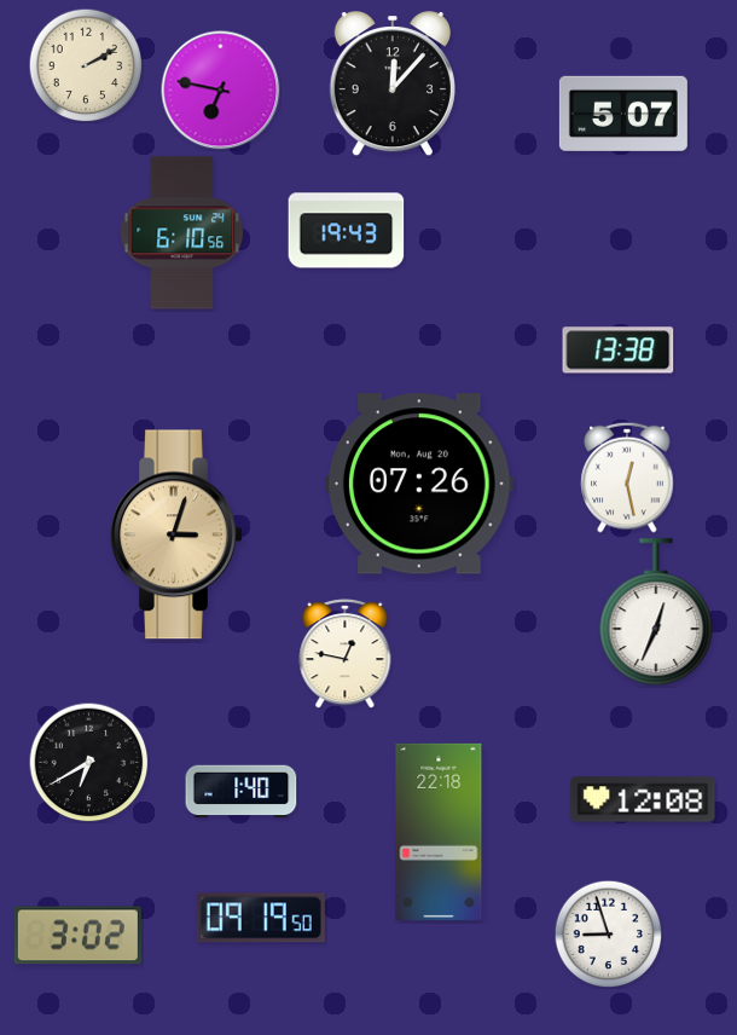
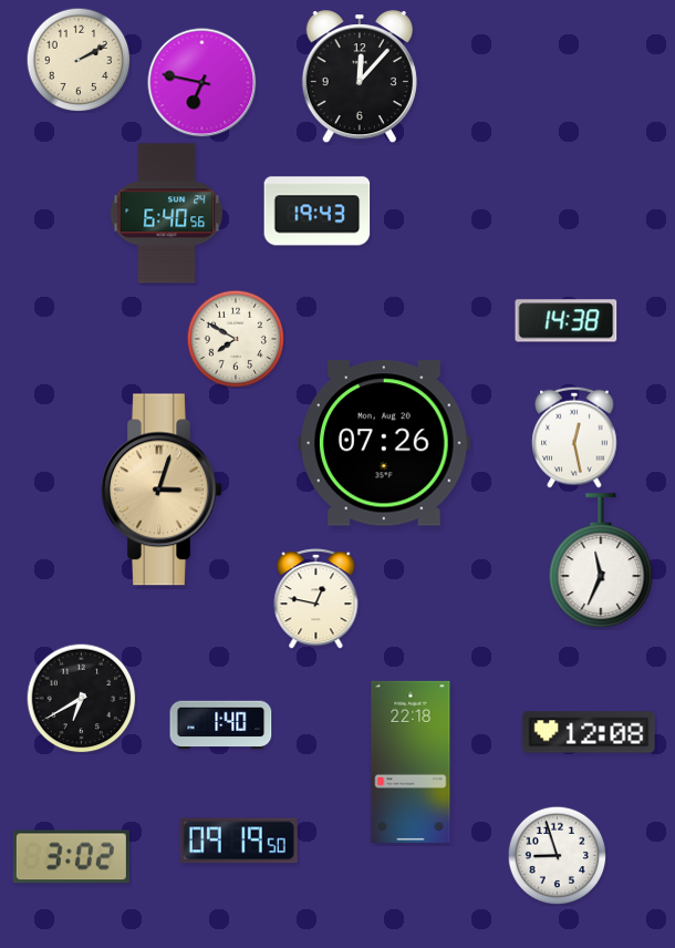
clock at (623, 114): 5:07 -> none
clock at (182, 233): 6:10 -> 6:40
clock at (619, 351): 13:38 -> 14:38
clock at (236, 339): none -> 7:50
clock at (656, 613): 12:34 -> 11:34
clock at (439, 832) position: (439, 832) -> (411, 762)
